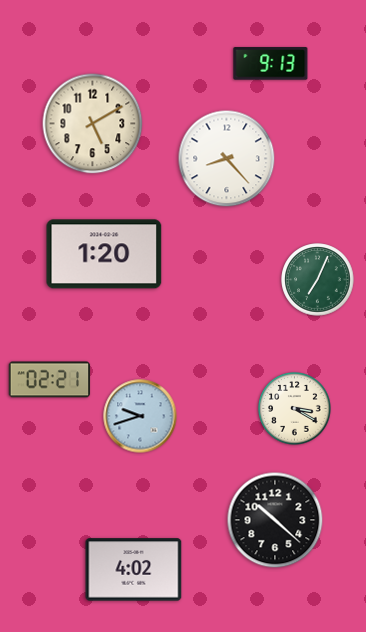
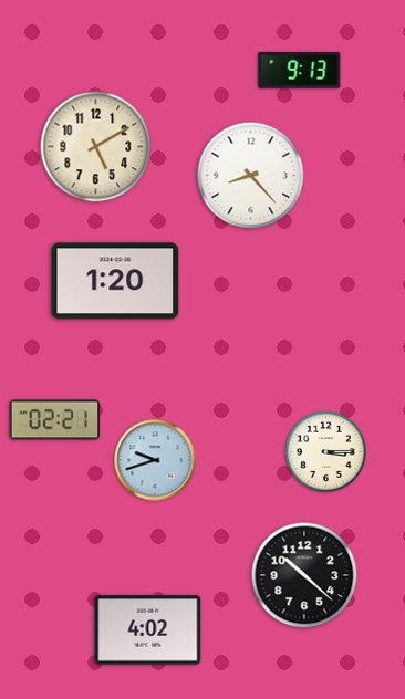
clock at (93, 124) position: (93, 124) -> (96, 147)
clock at (318, 280): 7:04 -> none
clock at (295, 409): 3:20 -> 3:15
